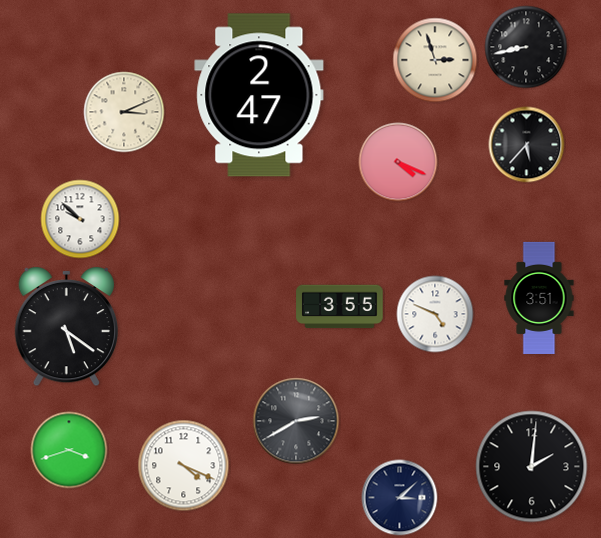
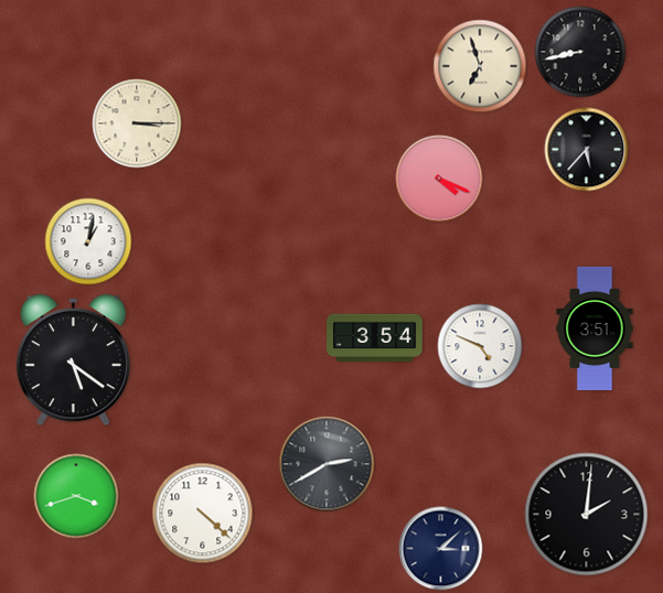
clock at (435, 60): 2:57 -> 6:57
clock at (259, 95): 2:47 -> none
clock at (124, 112): 3:11 -> 3:15
clock at (527, 145) position: (527, 145) -> (587, 150)
clock at (80, 219): 9:52 -> 1:02
clock at (340, 307): 3:55 -> 3:54
clock at (184, 466): 4:19 -> 4:22
